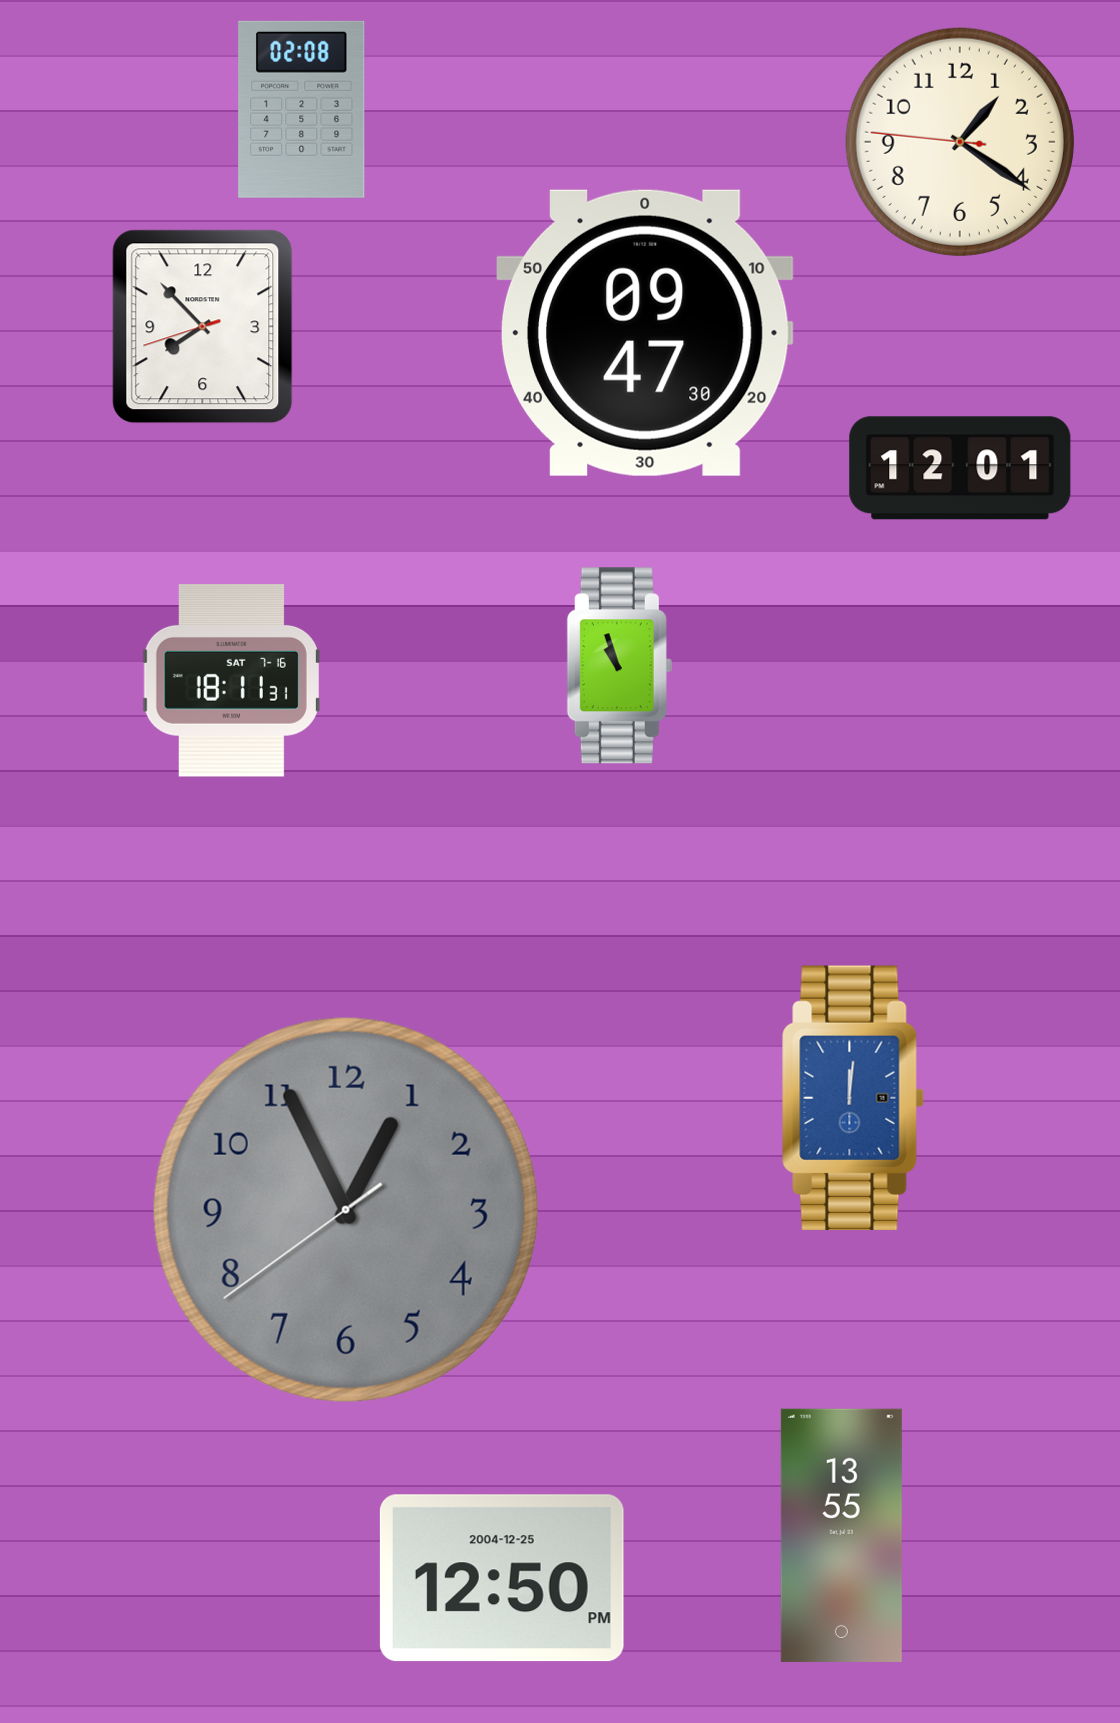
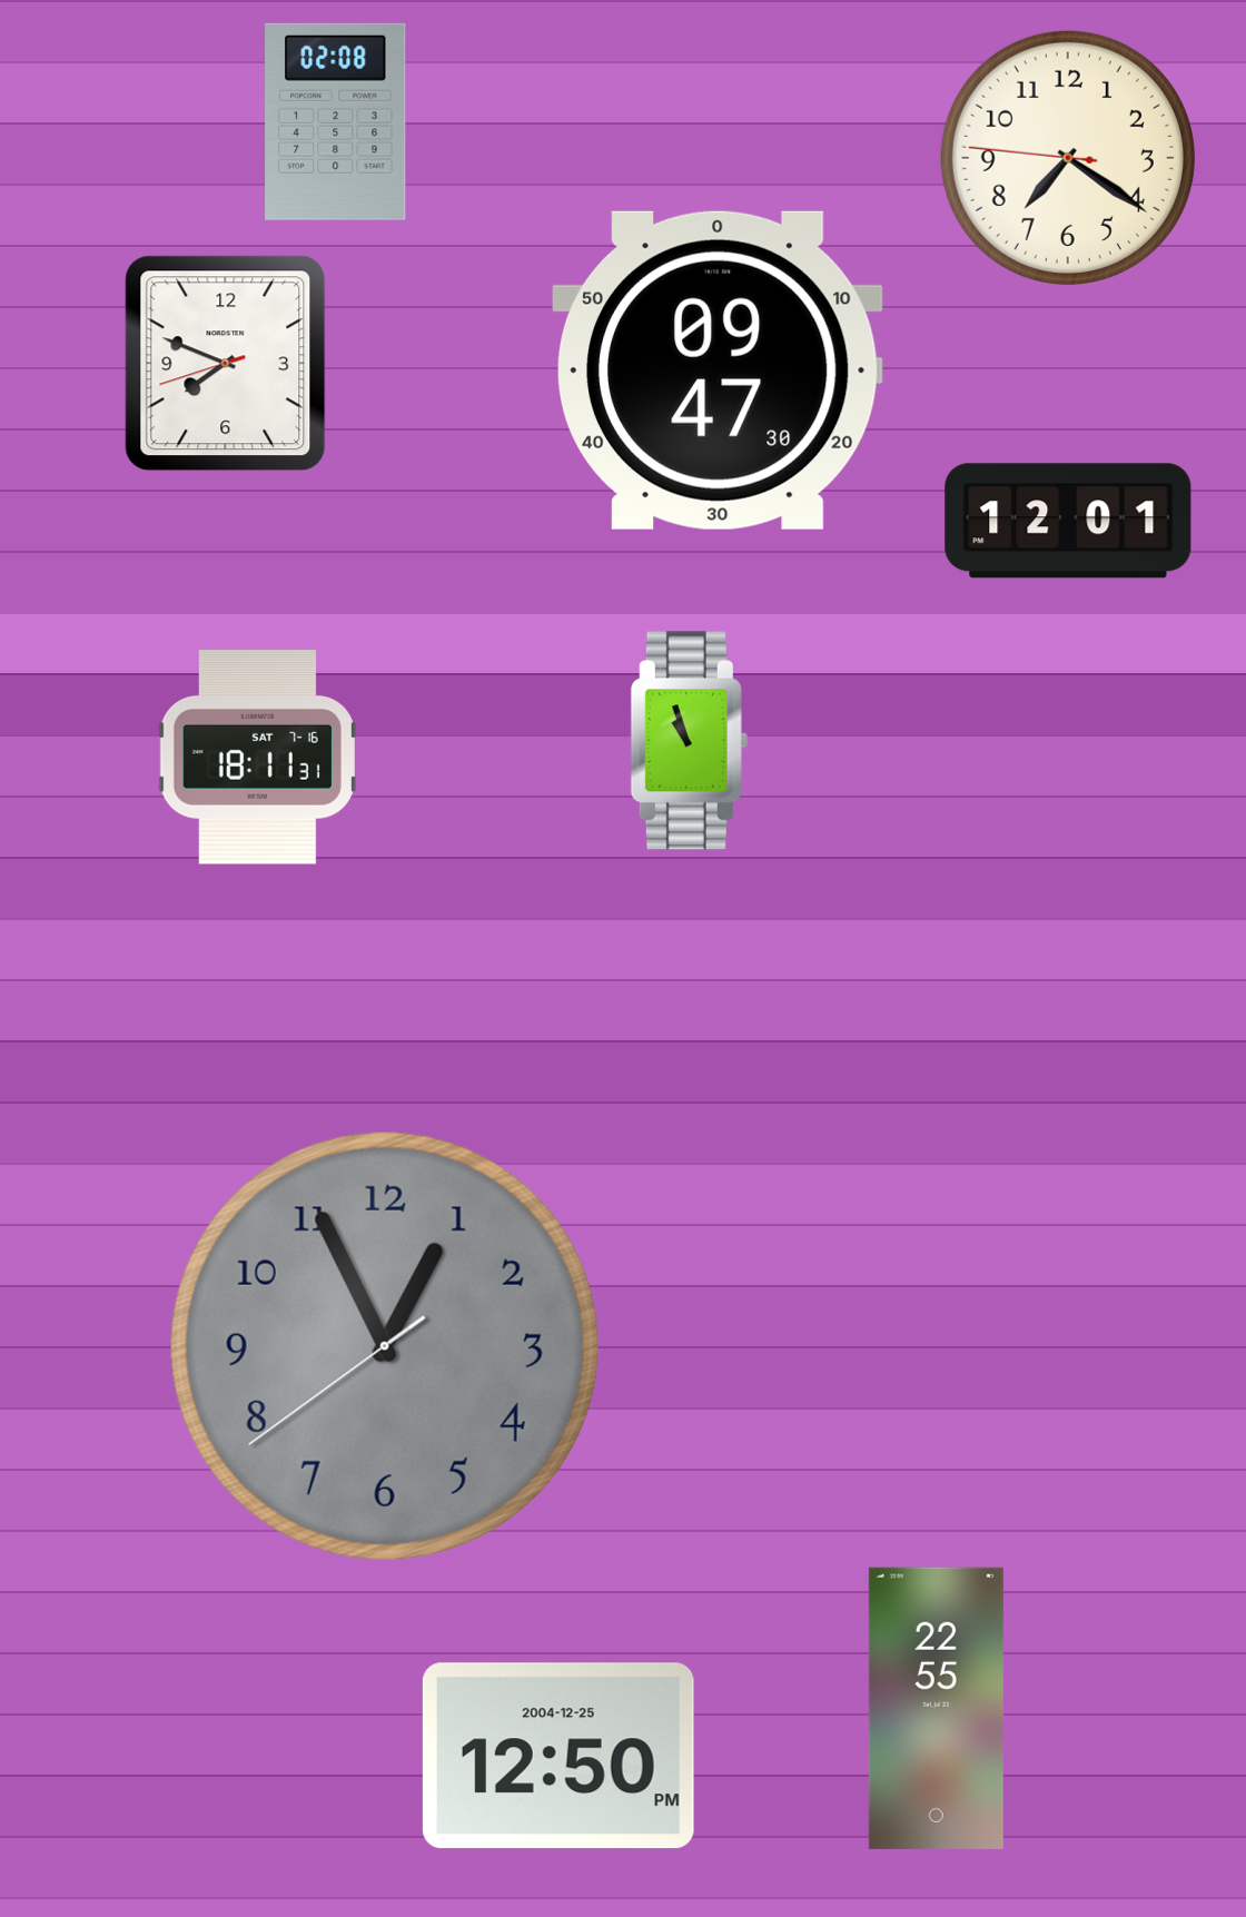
clock at (960, 142): 1:20 -> 7:20
clock at (203, 327): 7:52 -> 7:48
clock at (853, 1098): 12:01 -> none
clock at (841, 1535): 13:55 -> 22:55
